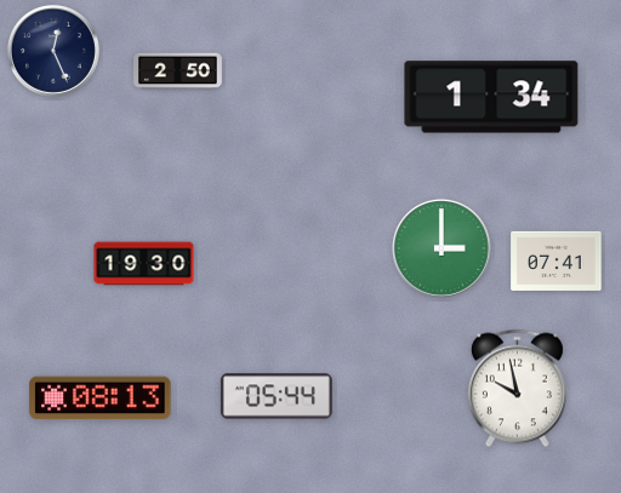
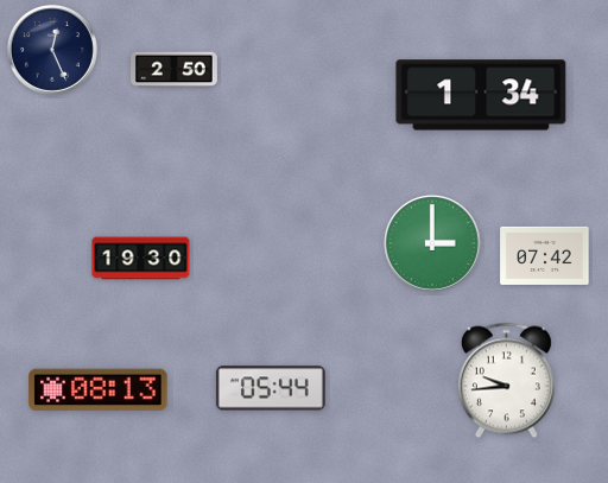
clock at (557, 260): 07:41 -> 07:42
clock at (517, 389): 9:58 -> 9:44
